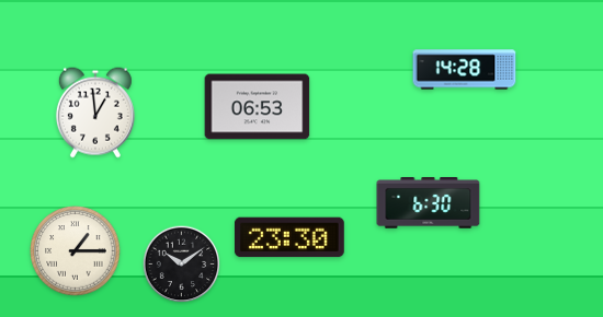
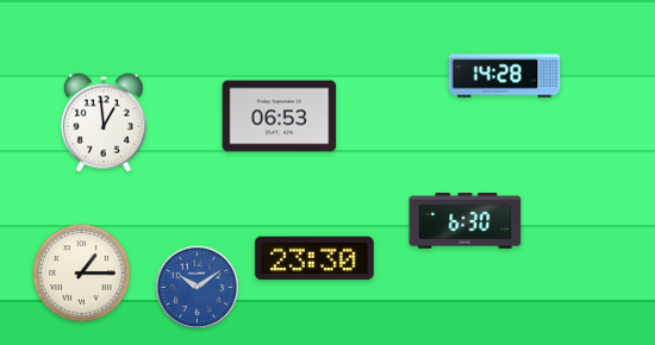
clock at (182, 265) dial: black -> blue
